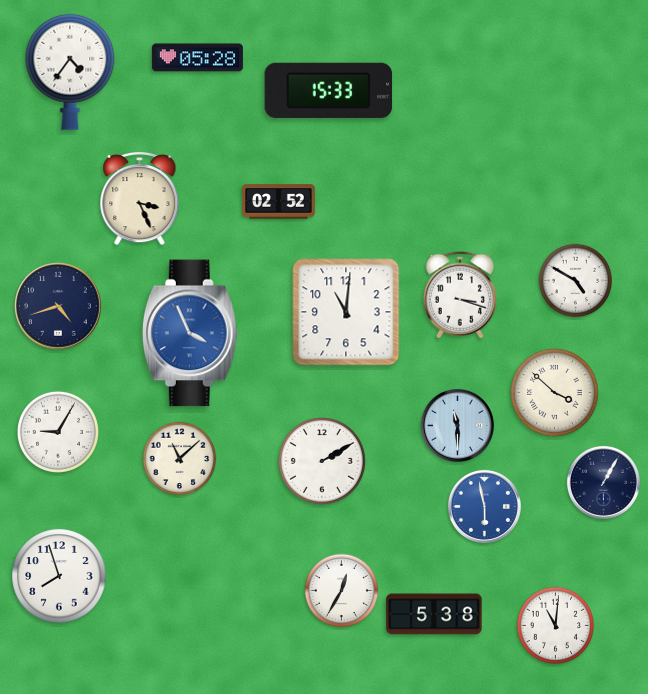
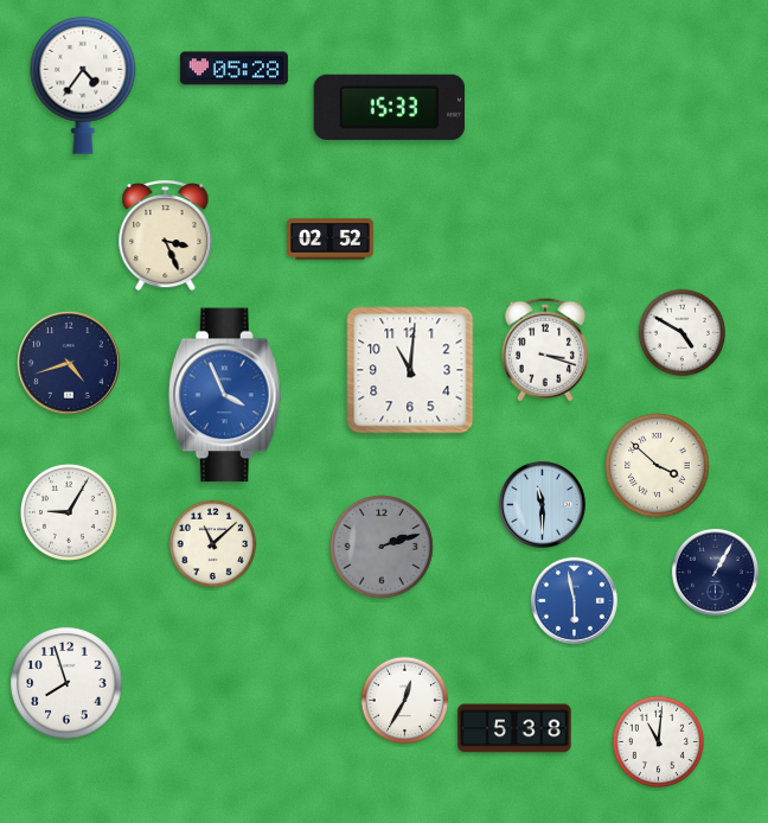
clock at (323, 462): 2:10 -> 2:12
clock at (323, 462) dial: white -> grey
clock at (59, 576) position: (59, 576) -> (66, 683)
